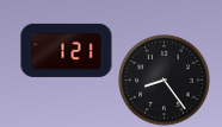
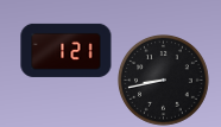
clock at (165, 81): 8:24 -> 8:43
